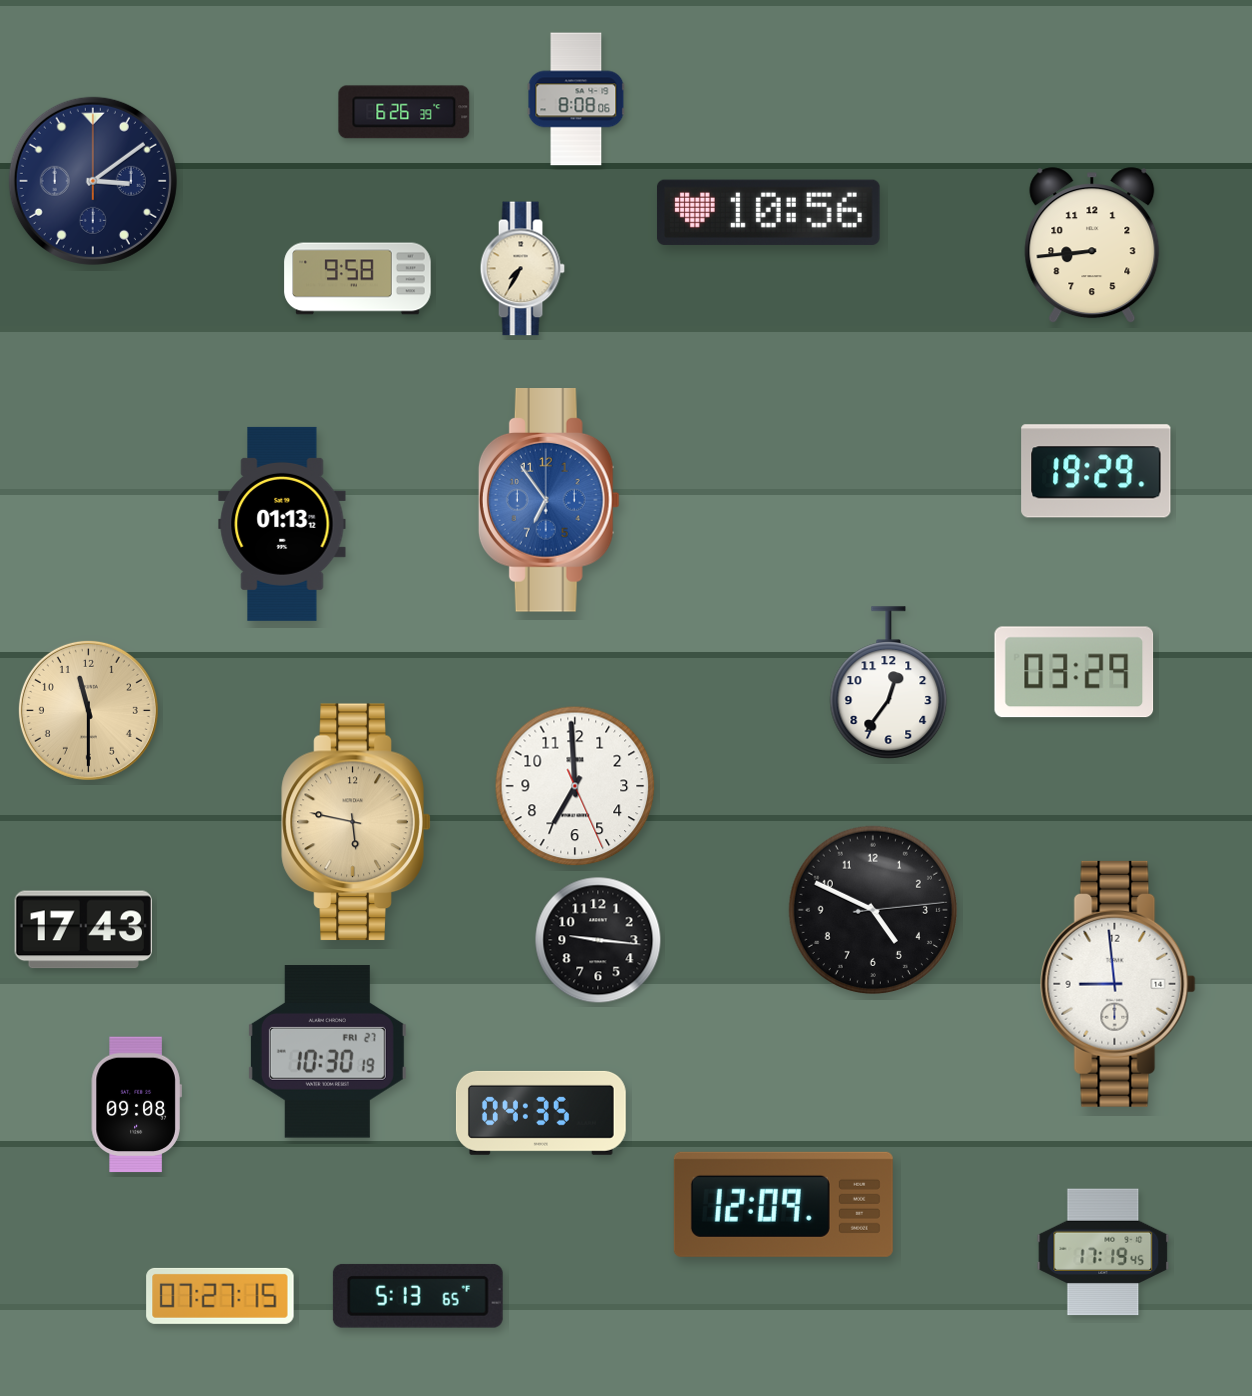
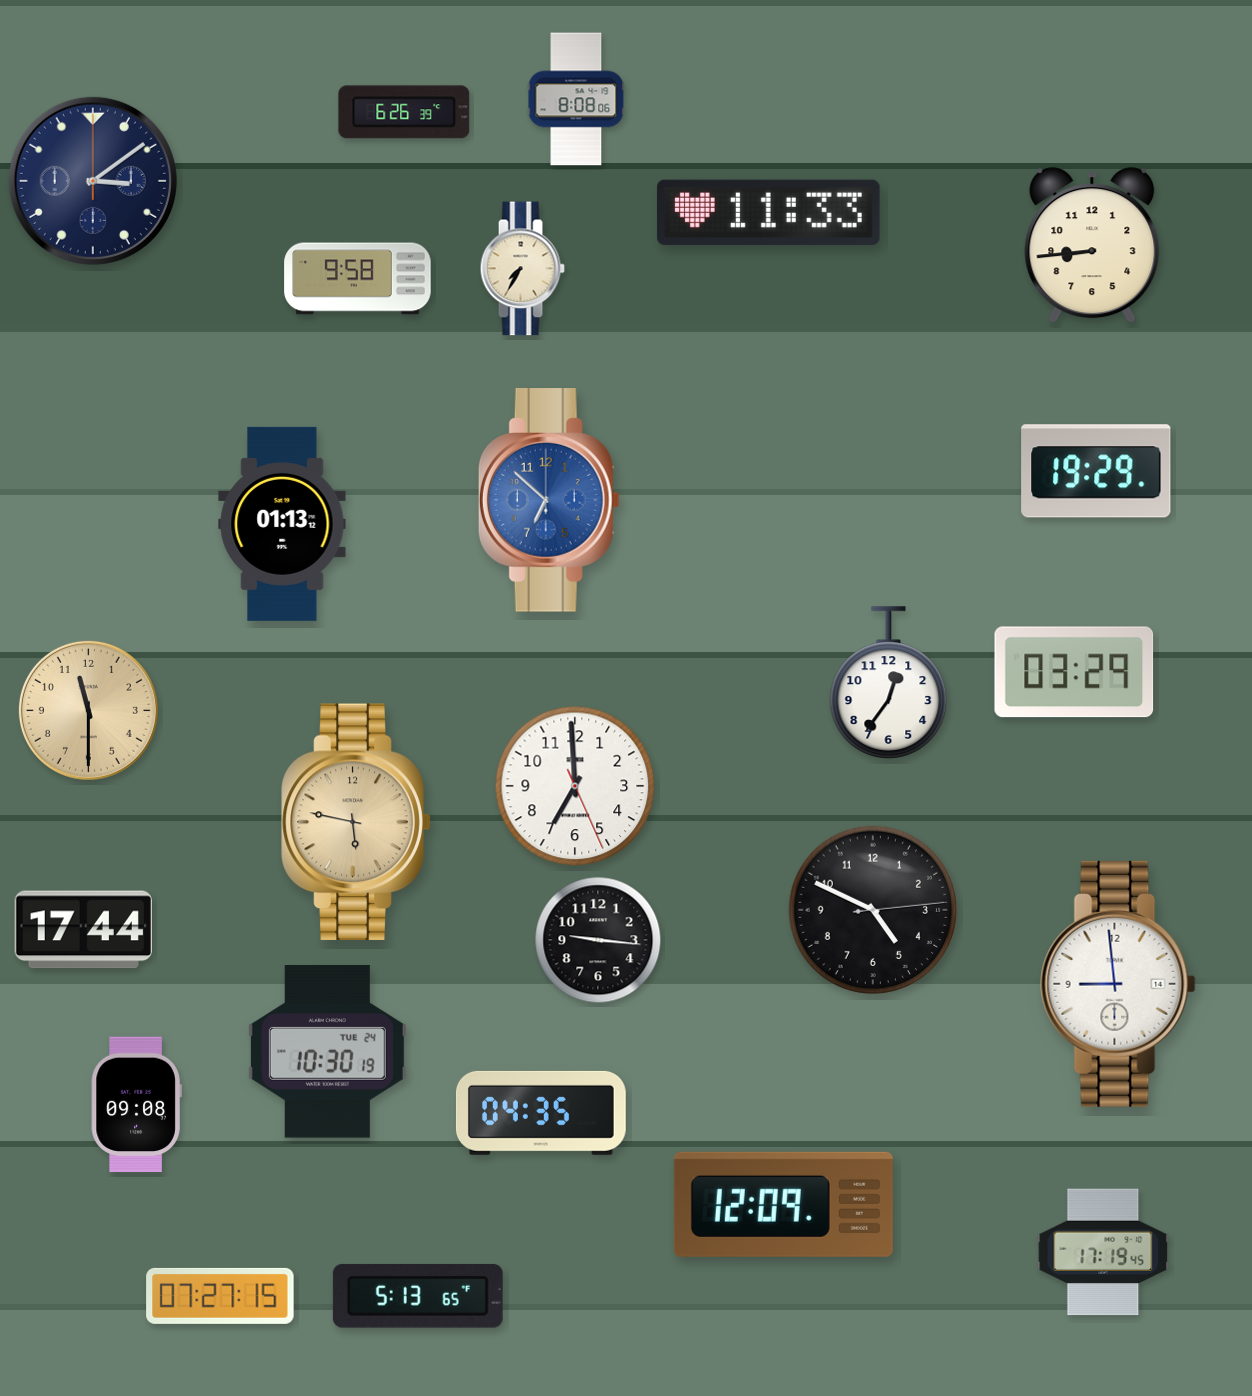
clock at (768, 212): 10:56 -> 11:33
clock at (549, 501): 6:54 -> 6:52
clock at (83, 930): 17:43 -> 17:44
clock at (327, 1052) date: FRI 27 -> TUE 24
